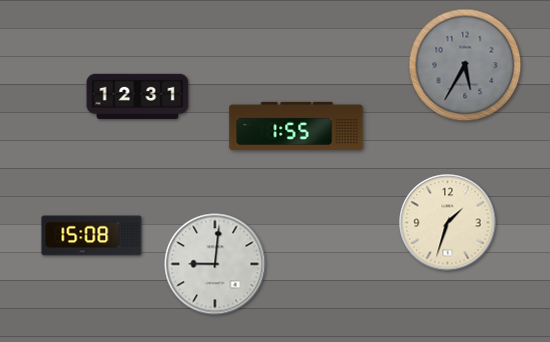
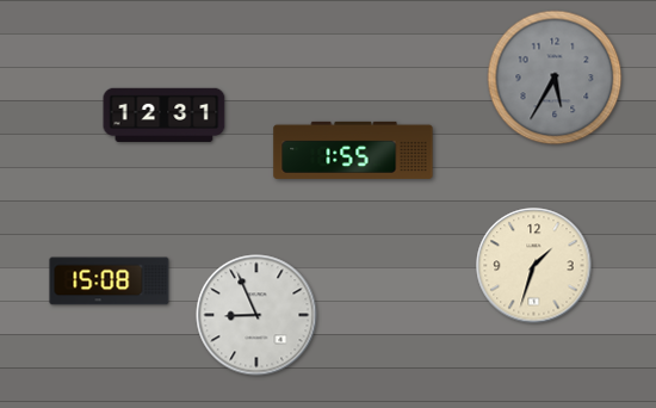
clock at (215, 264): 9:01 -> 8:56
